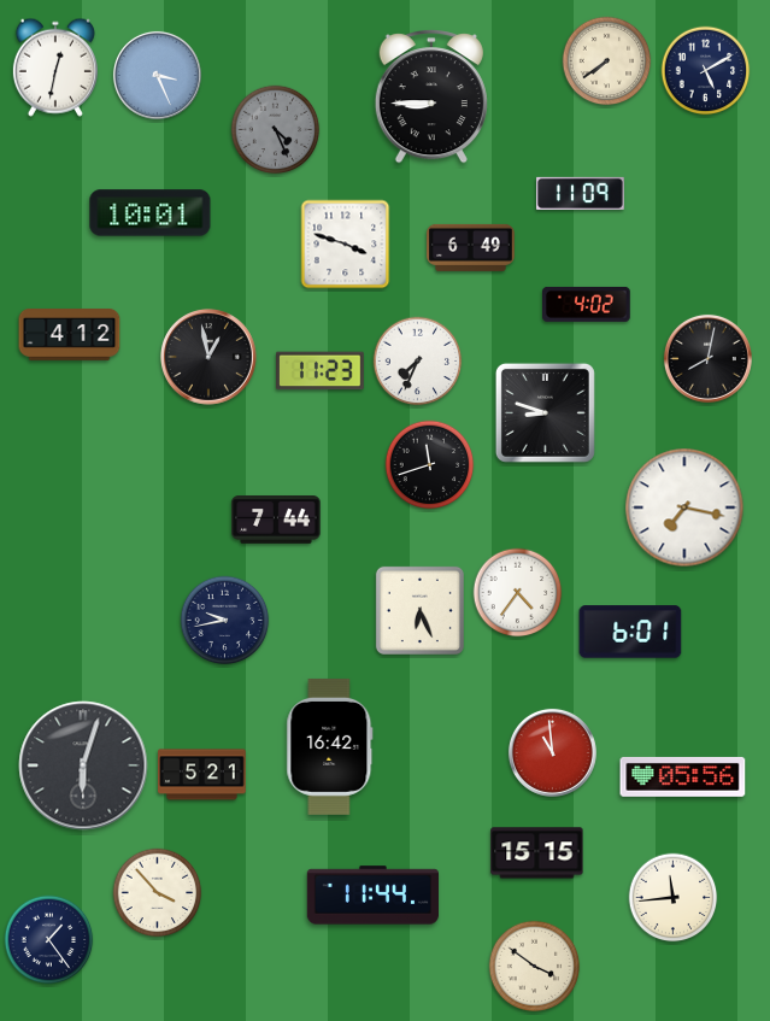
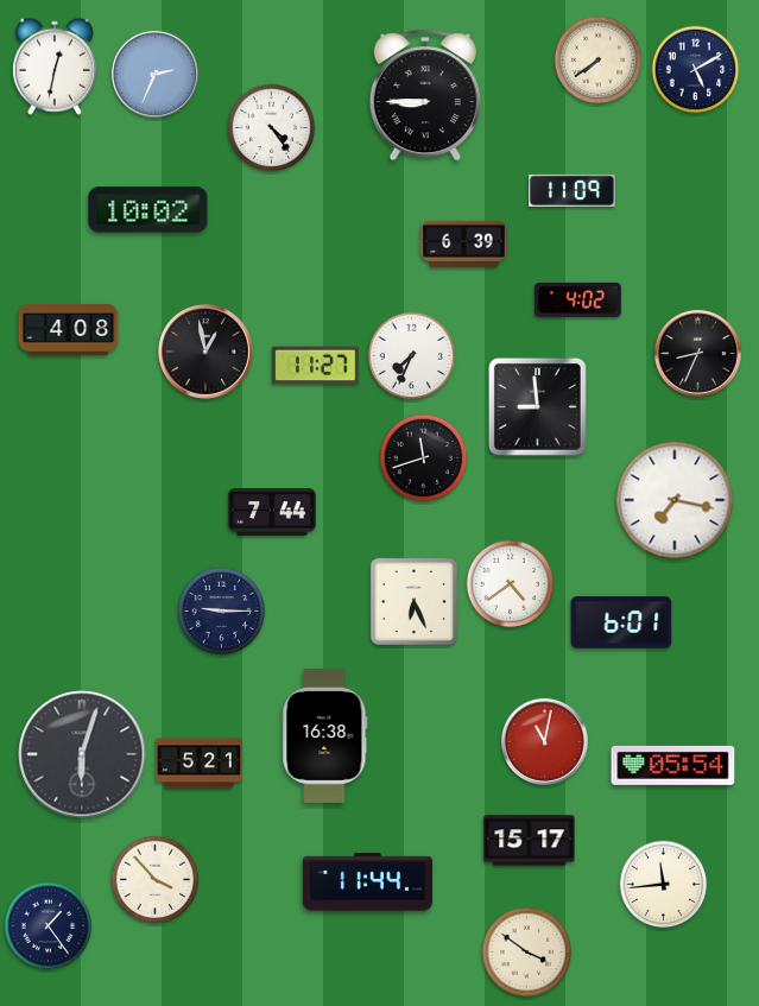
clock at (157, 75): 3:26 -> 2:34
clock at (276, 130): 4:26 -> 4:24
clock at (276, 130) dial: grey -> white
clock at (151, 213): 10:01 -> 10:02
clock at (346, 245): 3:48 -> none
clock at (471, 247): 6:49 -> 6:39
clock at (70, 335): 4:12 -> 4:08
clock at (707, 358): 8:02 -> 8:34
clock at (321, 371): 11:23 -> 11:27
clock at (545, 412): 8:48 -> 8:59
clock at (518, 593): 4:36 -> 4:39
clock at (225, 621): 9:43 -> 9:15
clock at (330, 746): 16:42 -> 16:38
clock at (552, 752): 10:59 -> 11:02
clock at (683, 776): 05:56 -> 05:54
clock at (537, 853): 15:15 -> 15:17
